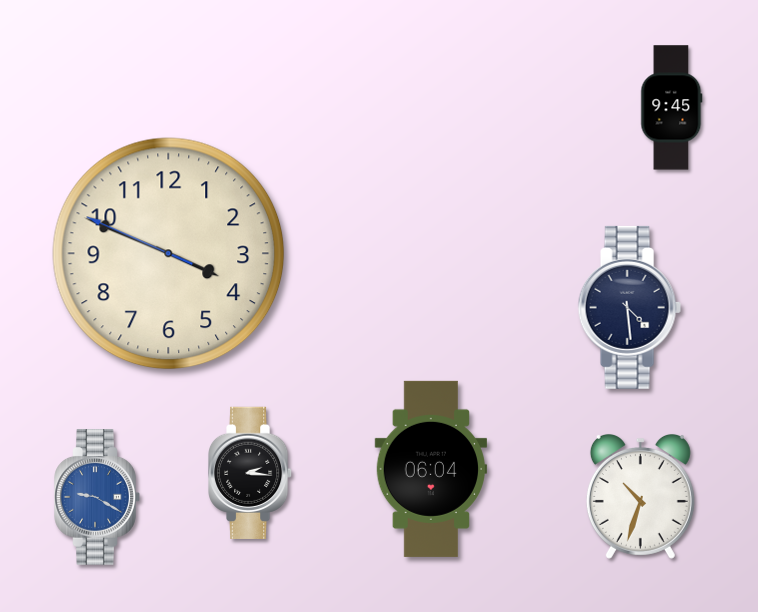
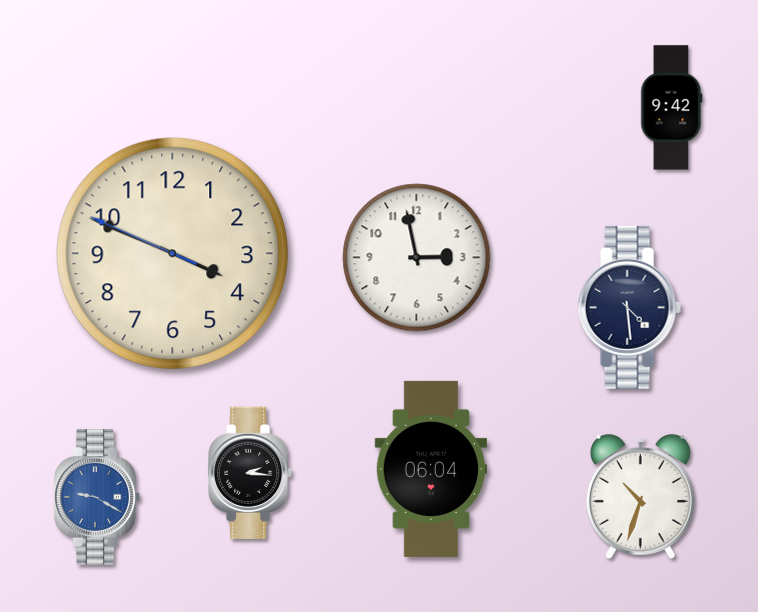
clock at (672, 108): 9:45 -> 9:42
clock at (169, 254) position: (169, 254) -> (173, 254)
clock at (417, 258): none -> 2:58
